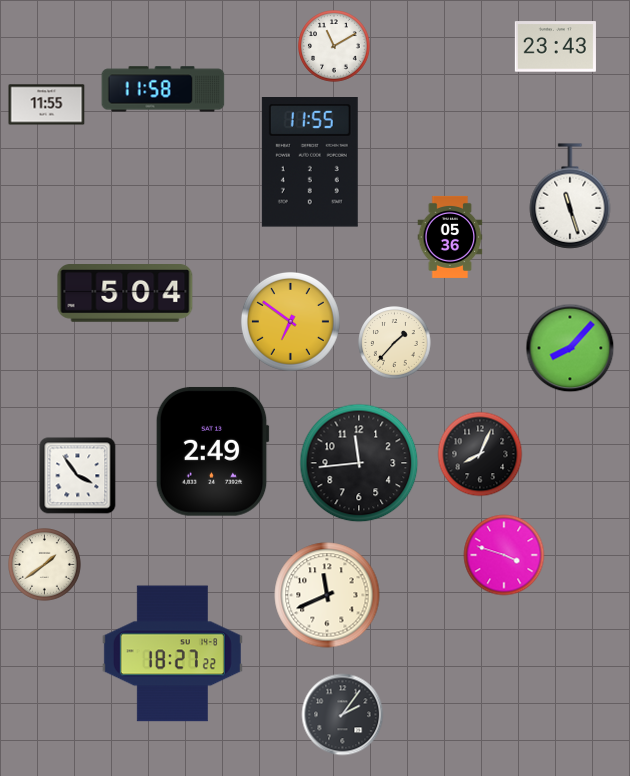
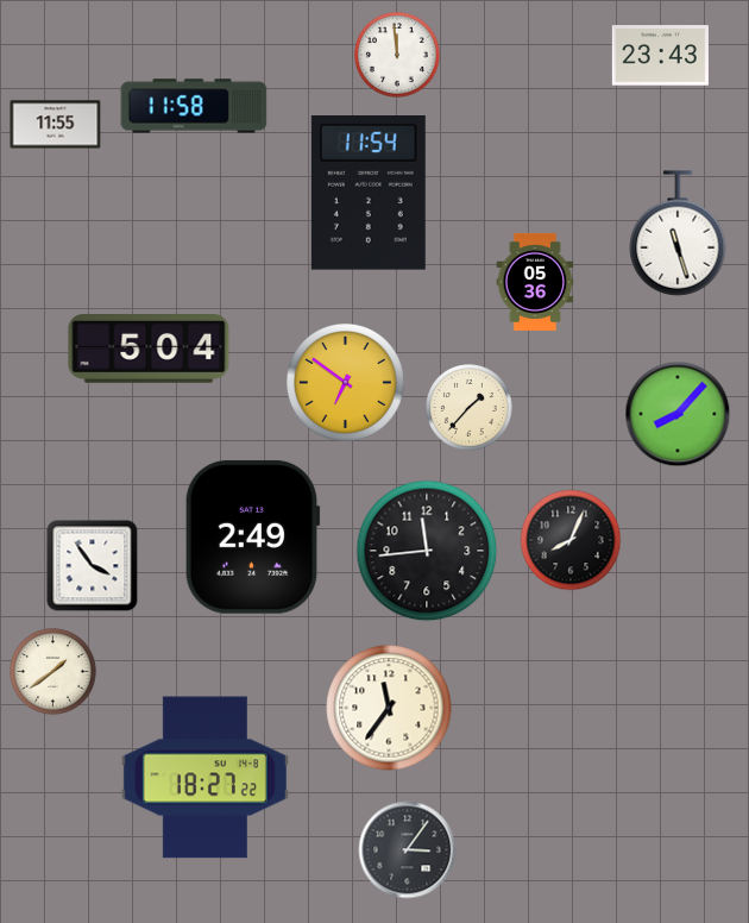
clock at (335, 47): 11:10 -> 11:59
clock at (310, 163): 11:55 -> 11:54
clock at (504, 555): 3:48 -> none
clock at (327, 595): 11:41 -> 11:36
clock at (343, 715): 2:06 -> 3:06
